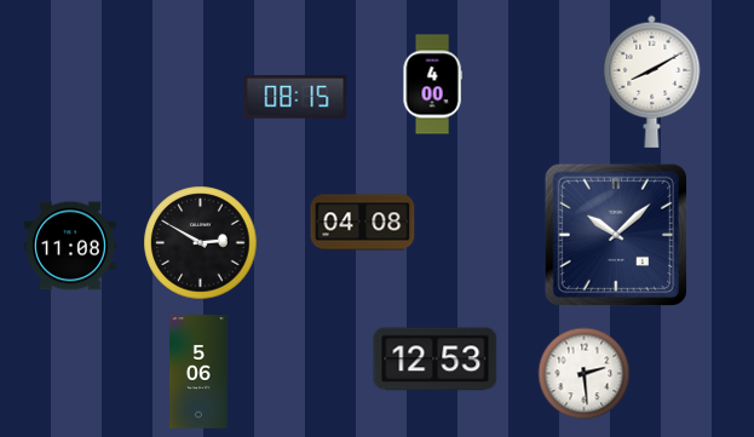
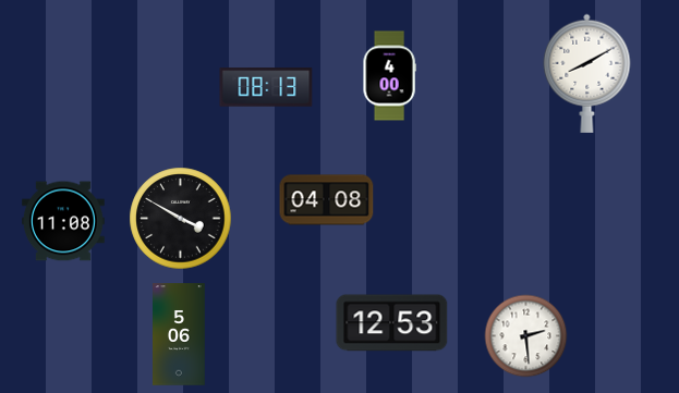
clock at (295, 97): 08:15 -> 08:13
clock at (616, 235): 10:08 -> none
clock at (201, 243): 2:50 -> 3:50
